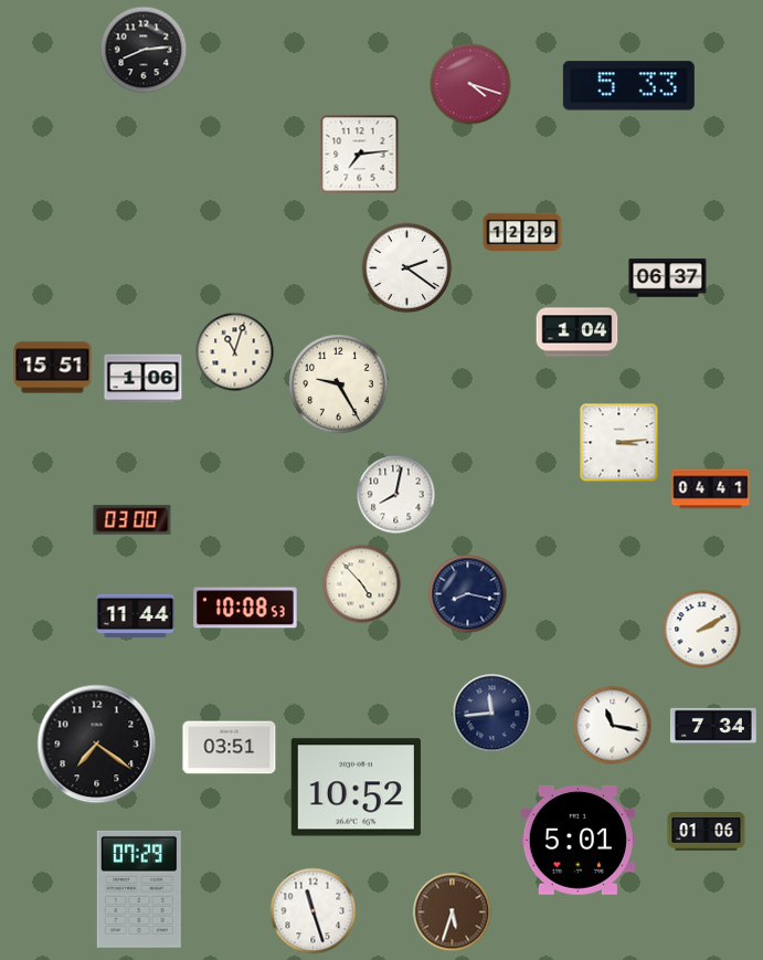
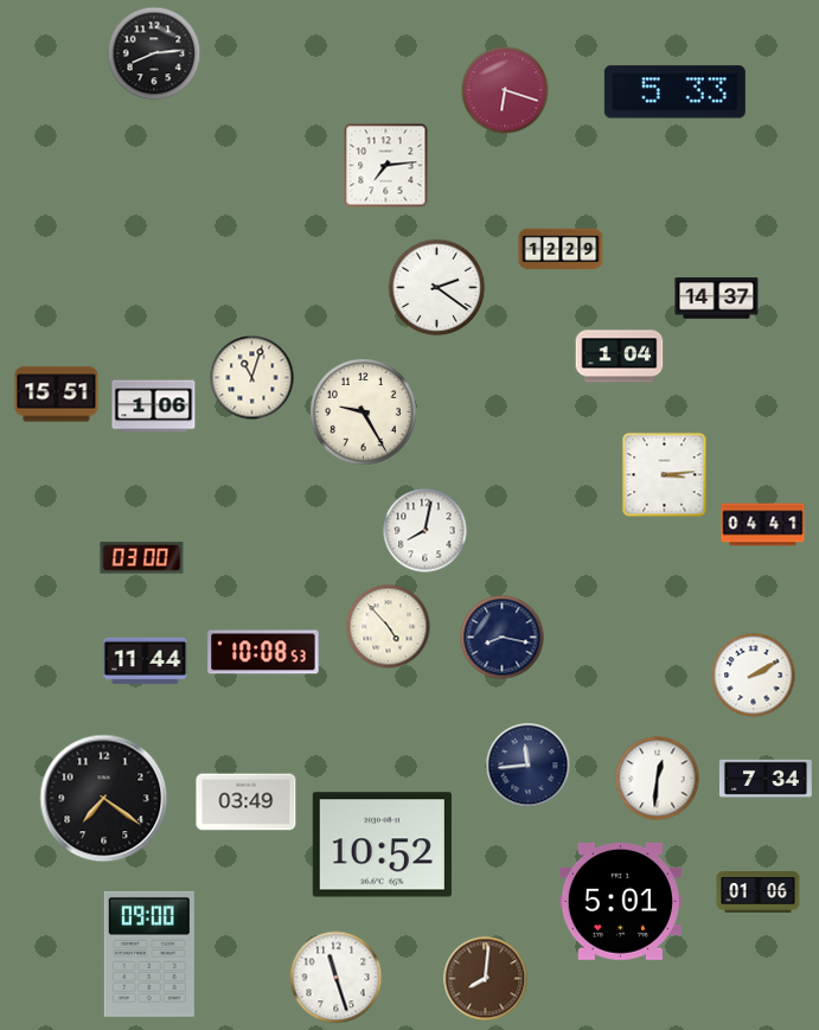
clock at (470, 84): 4:18 -> 6:18
clock at (668, 278): 06:37 -> 14:37
clock at (613, 726): 11:17 -> 12:31
clock at (230, 748): 03:51 -> 03:49
clock at (139, 889): 07:29 -> 09:00
clock at (453, 912): 5:33 -> 8:01
